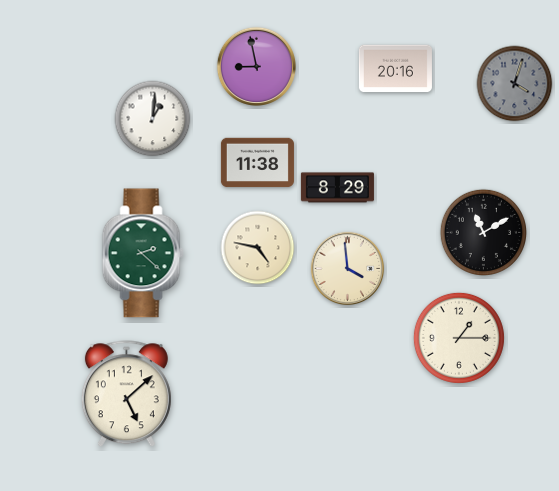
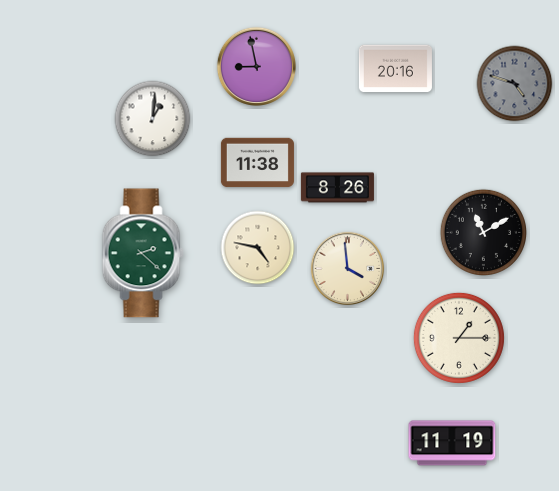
clock at (515, 84): 4:03 -> 4:48
clock at (337, 188): 8:29 -> 8:26
clock at (126, 394): 5:08 -> none
clock at (452, 443): none -> 11:19
